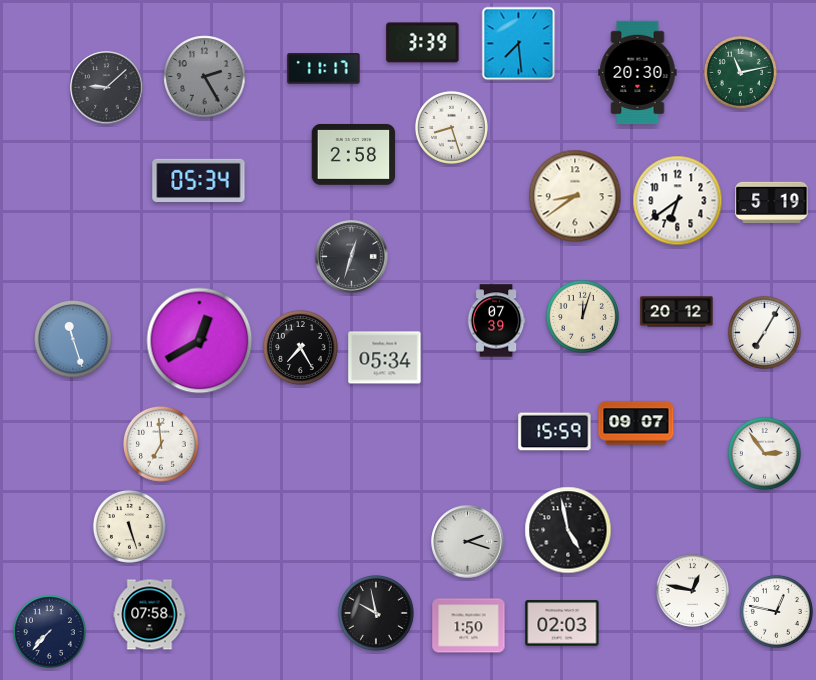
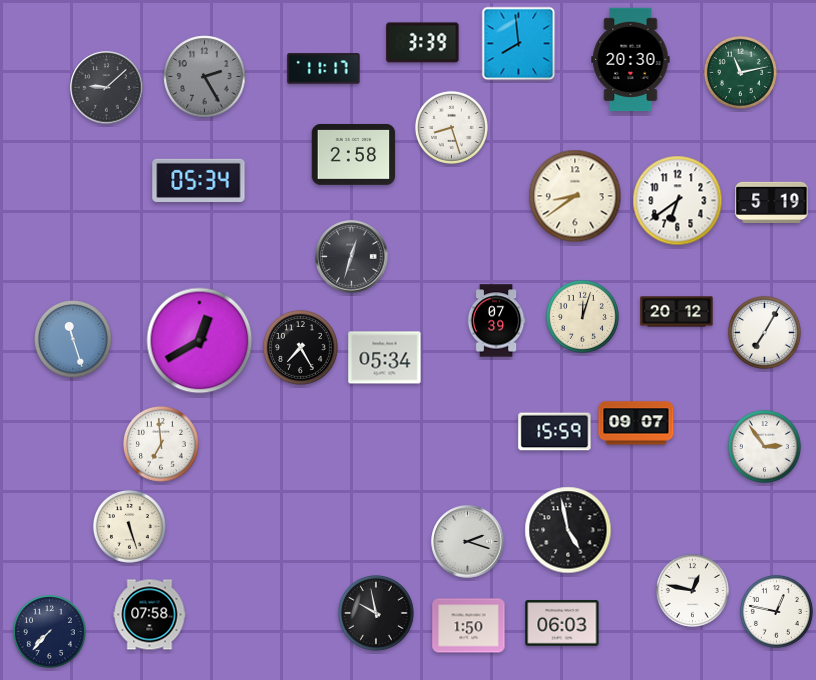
clock at (519, 44): 7:29 -> 7:59
clock at (638, 73) position: (638, 73) -> (631, 60)
clock at (764, 453) position: (764, 453) -> (764, 446)
clock at (562, 623): 02:03 -> 06:03
